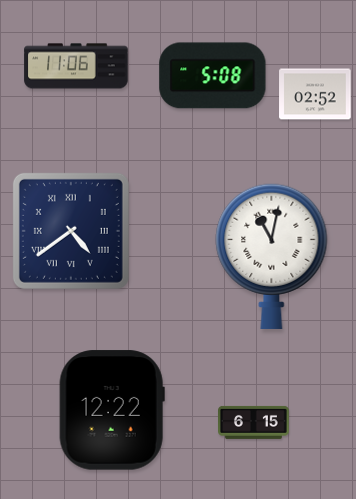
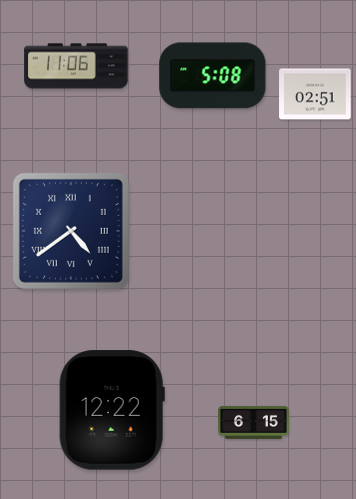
clock at (315, 94): 02:52 -> 02:51
clock at (272, 256): 11:02 -> none
